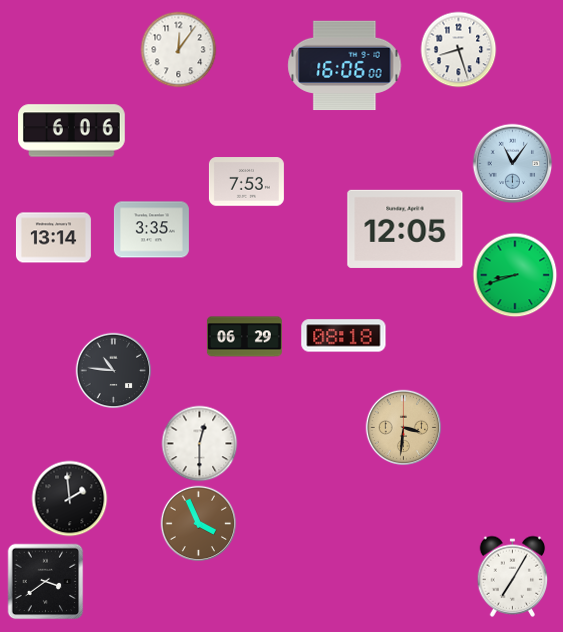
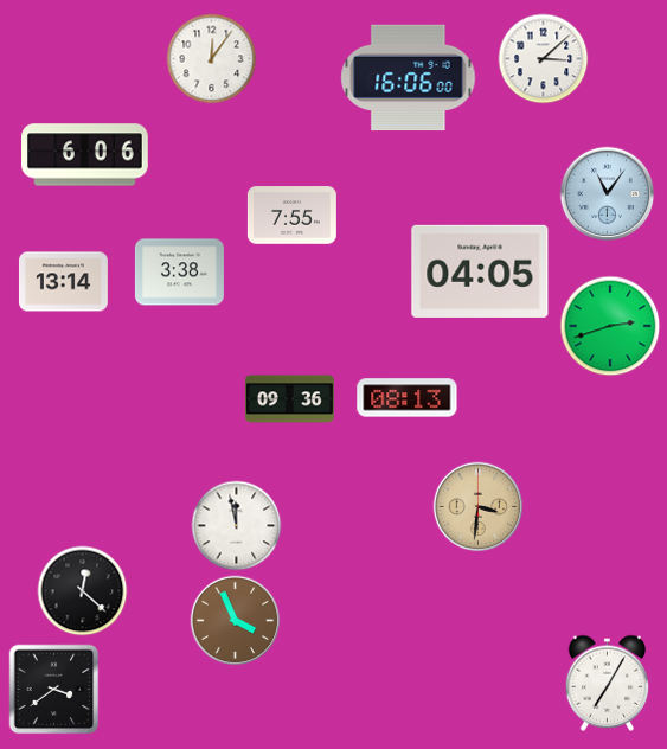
clock at (459, 50): 8:27 -> 3:08
clock at (246, 182): 7:53 -> 7:55
clock at (405, 229): 12:05 -> 04:05
clock at (151, 230): 3:35 -> 3:38
clock at (515, 275): 8:42 -> 2:42
clock at (344, 336): 08:18 -> 08:13
clock at (244, 337): 06:29 -> 09:36
clock at (114, 371): 10:46 -> none
clock at (200, 444): 12:30 -> 11:58
clock at (70, 499): 1:59 -> 12:22
